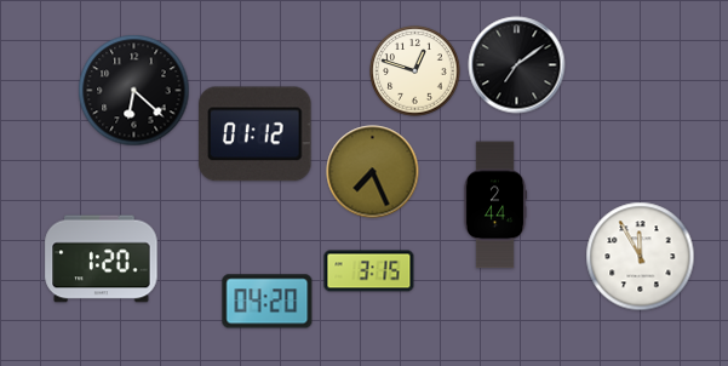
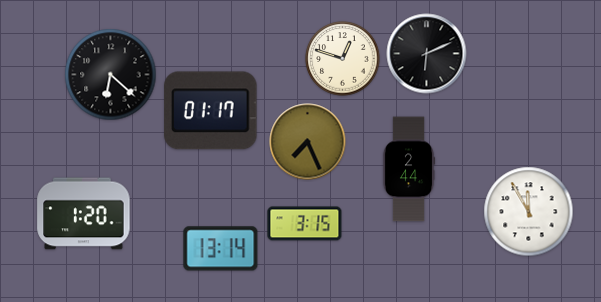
clock at (517, 65): 7:09 -> 6:11
clock at (256, 135): 01:12 -> 01:17
clock at (268, 302): 04:20 -> 13:14
